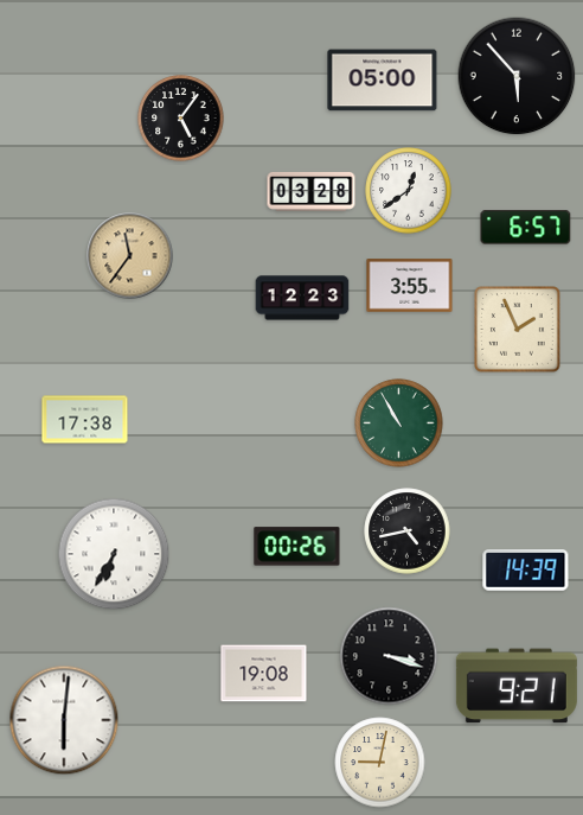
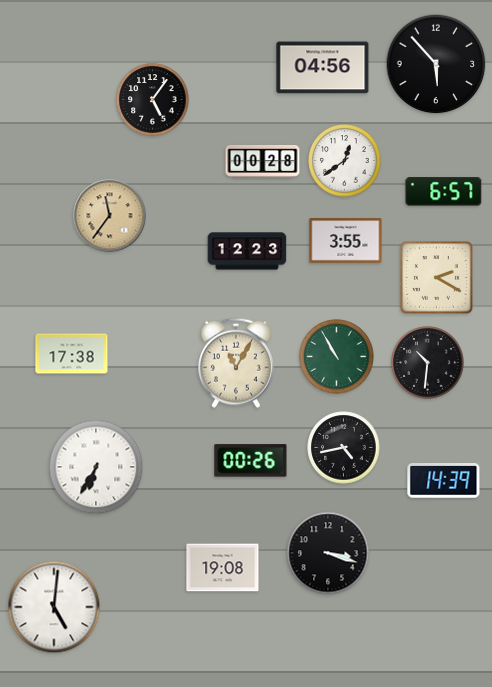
clock at (383, 81): 05:00 -> 04:56
clock at (312, 192): 03:28 -> 00:28
clock at (302, 298) position: (302, 298) -> (247, 251)
clock at (518, 330): 1:56 -> 2:20
clock at (236, 363): none -> 11:05
clock at (428, 363): none -> 10:31
clock at (517, 686): 9:21 -> none
clock at (64, 720): 6:01 -> 5:01
clock at (380, 763): 9:02 -> none
